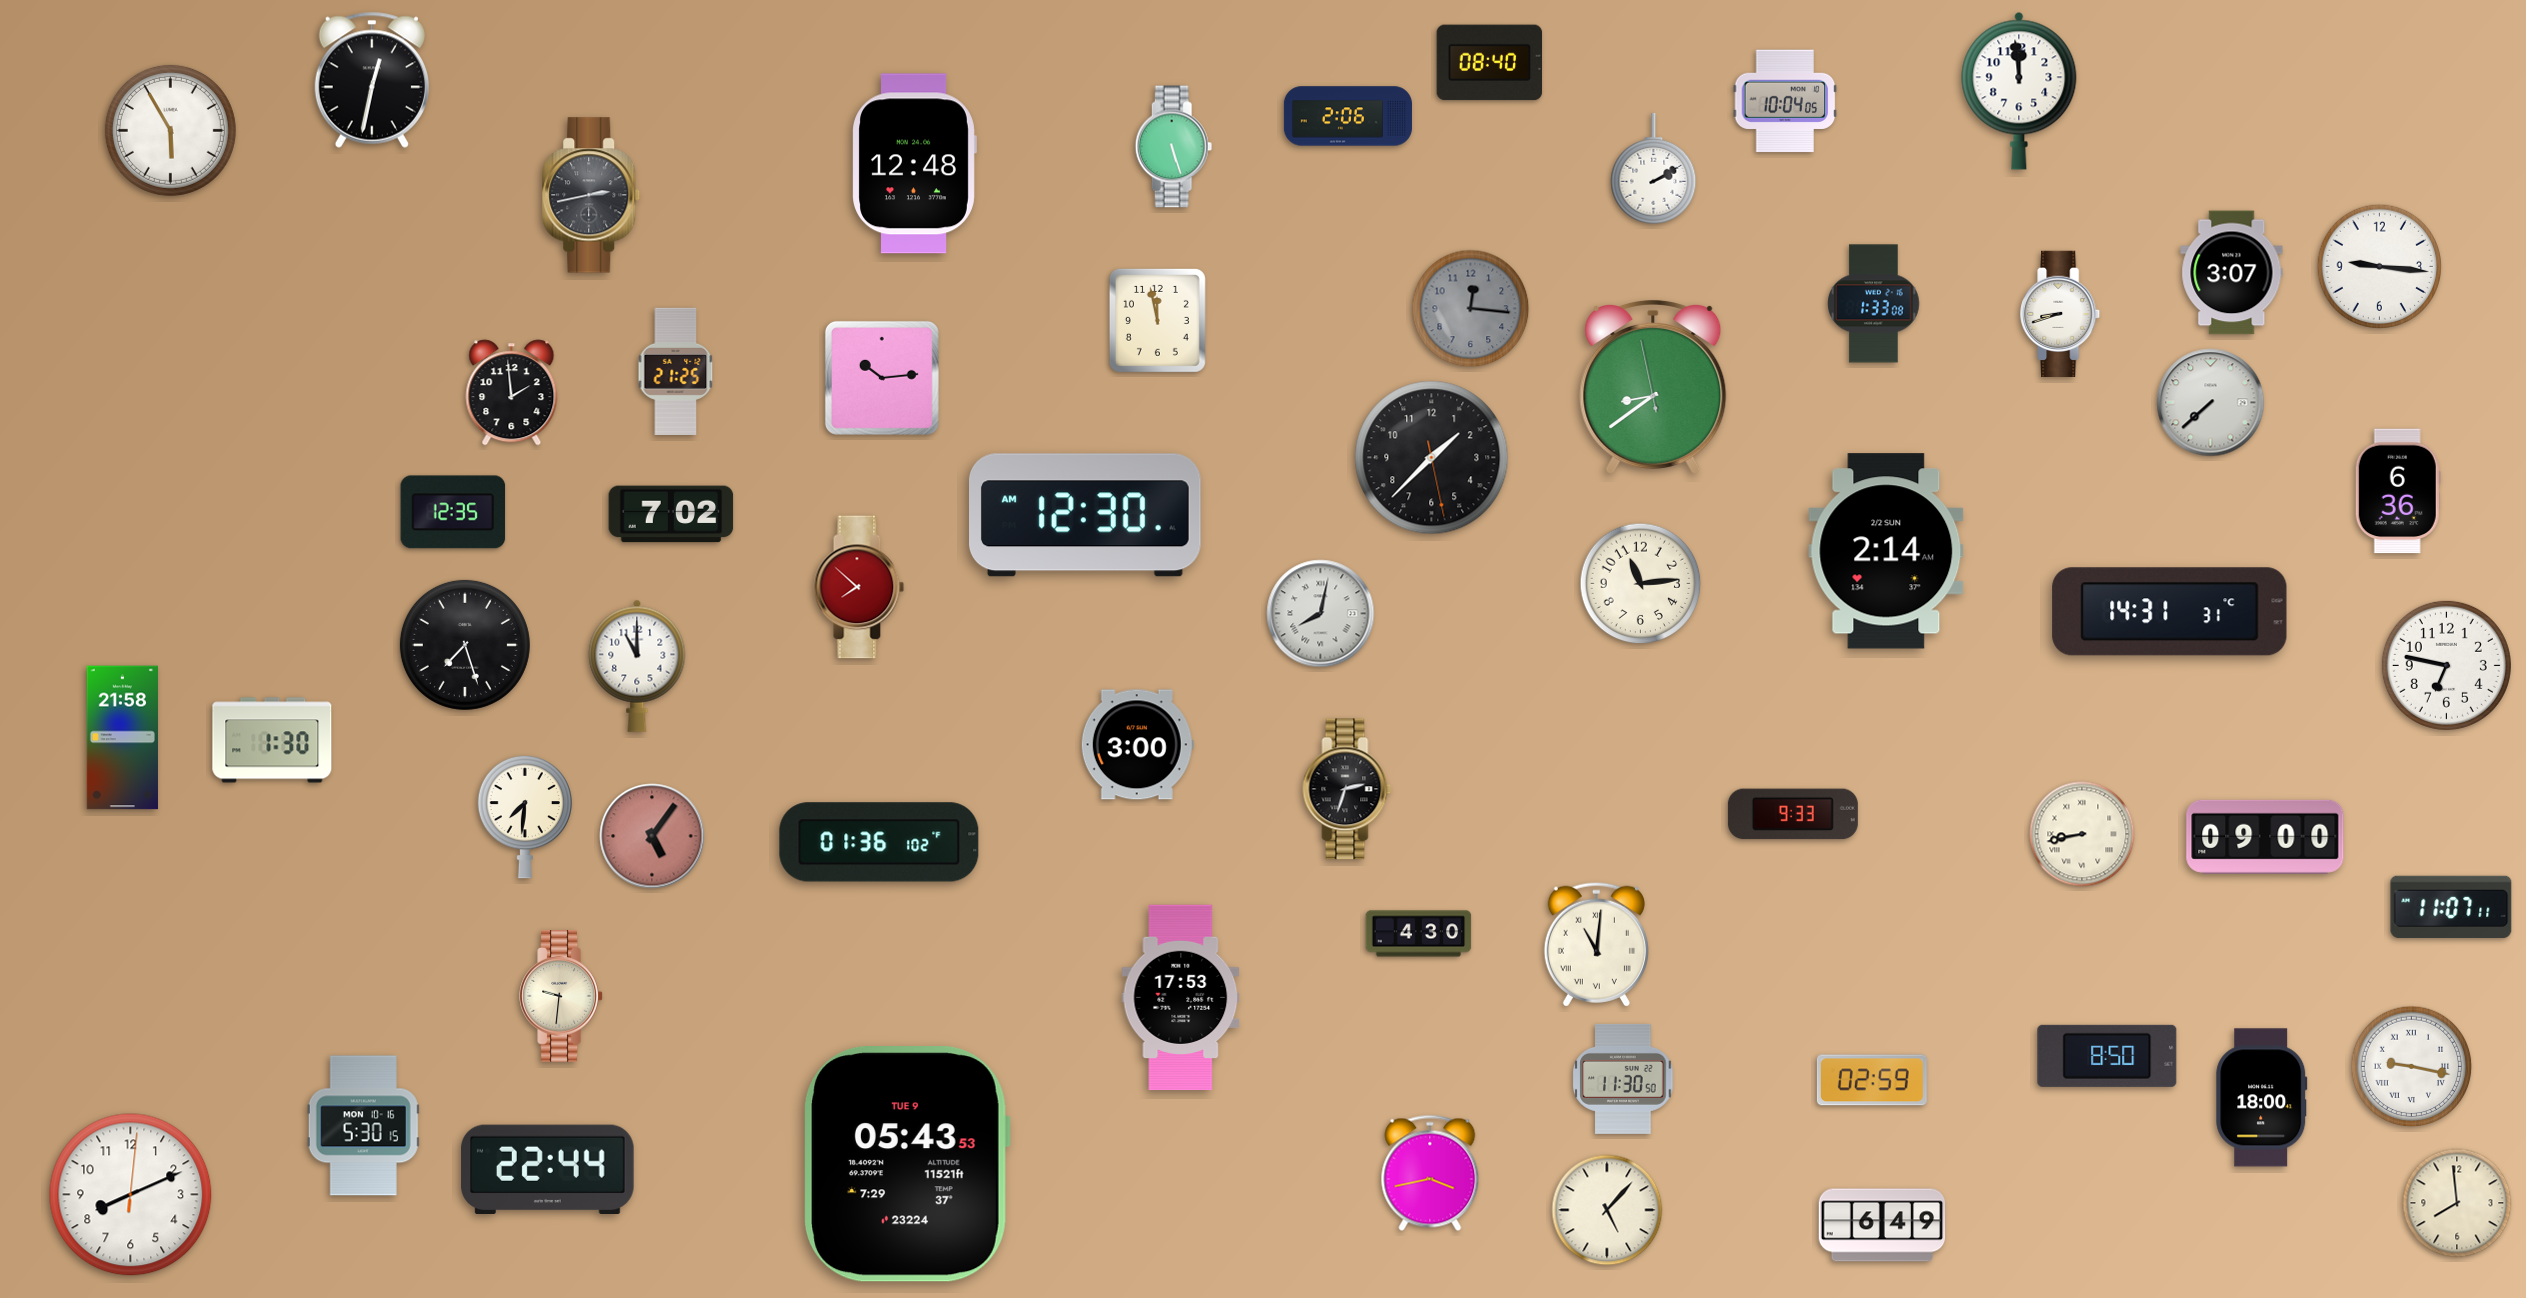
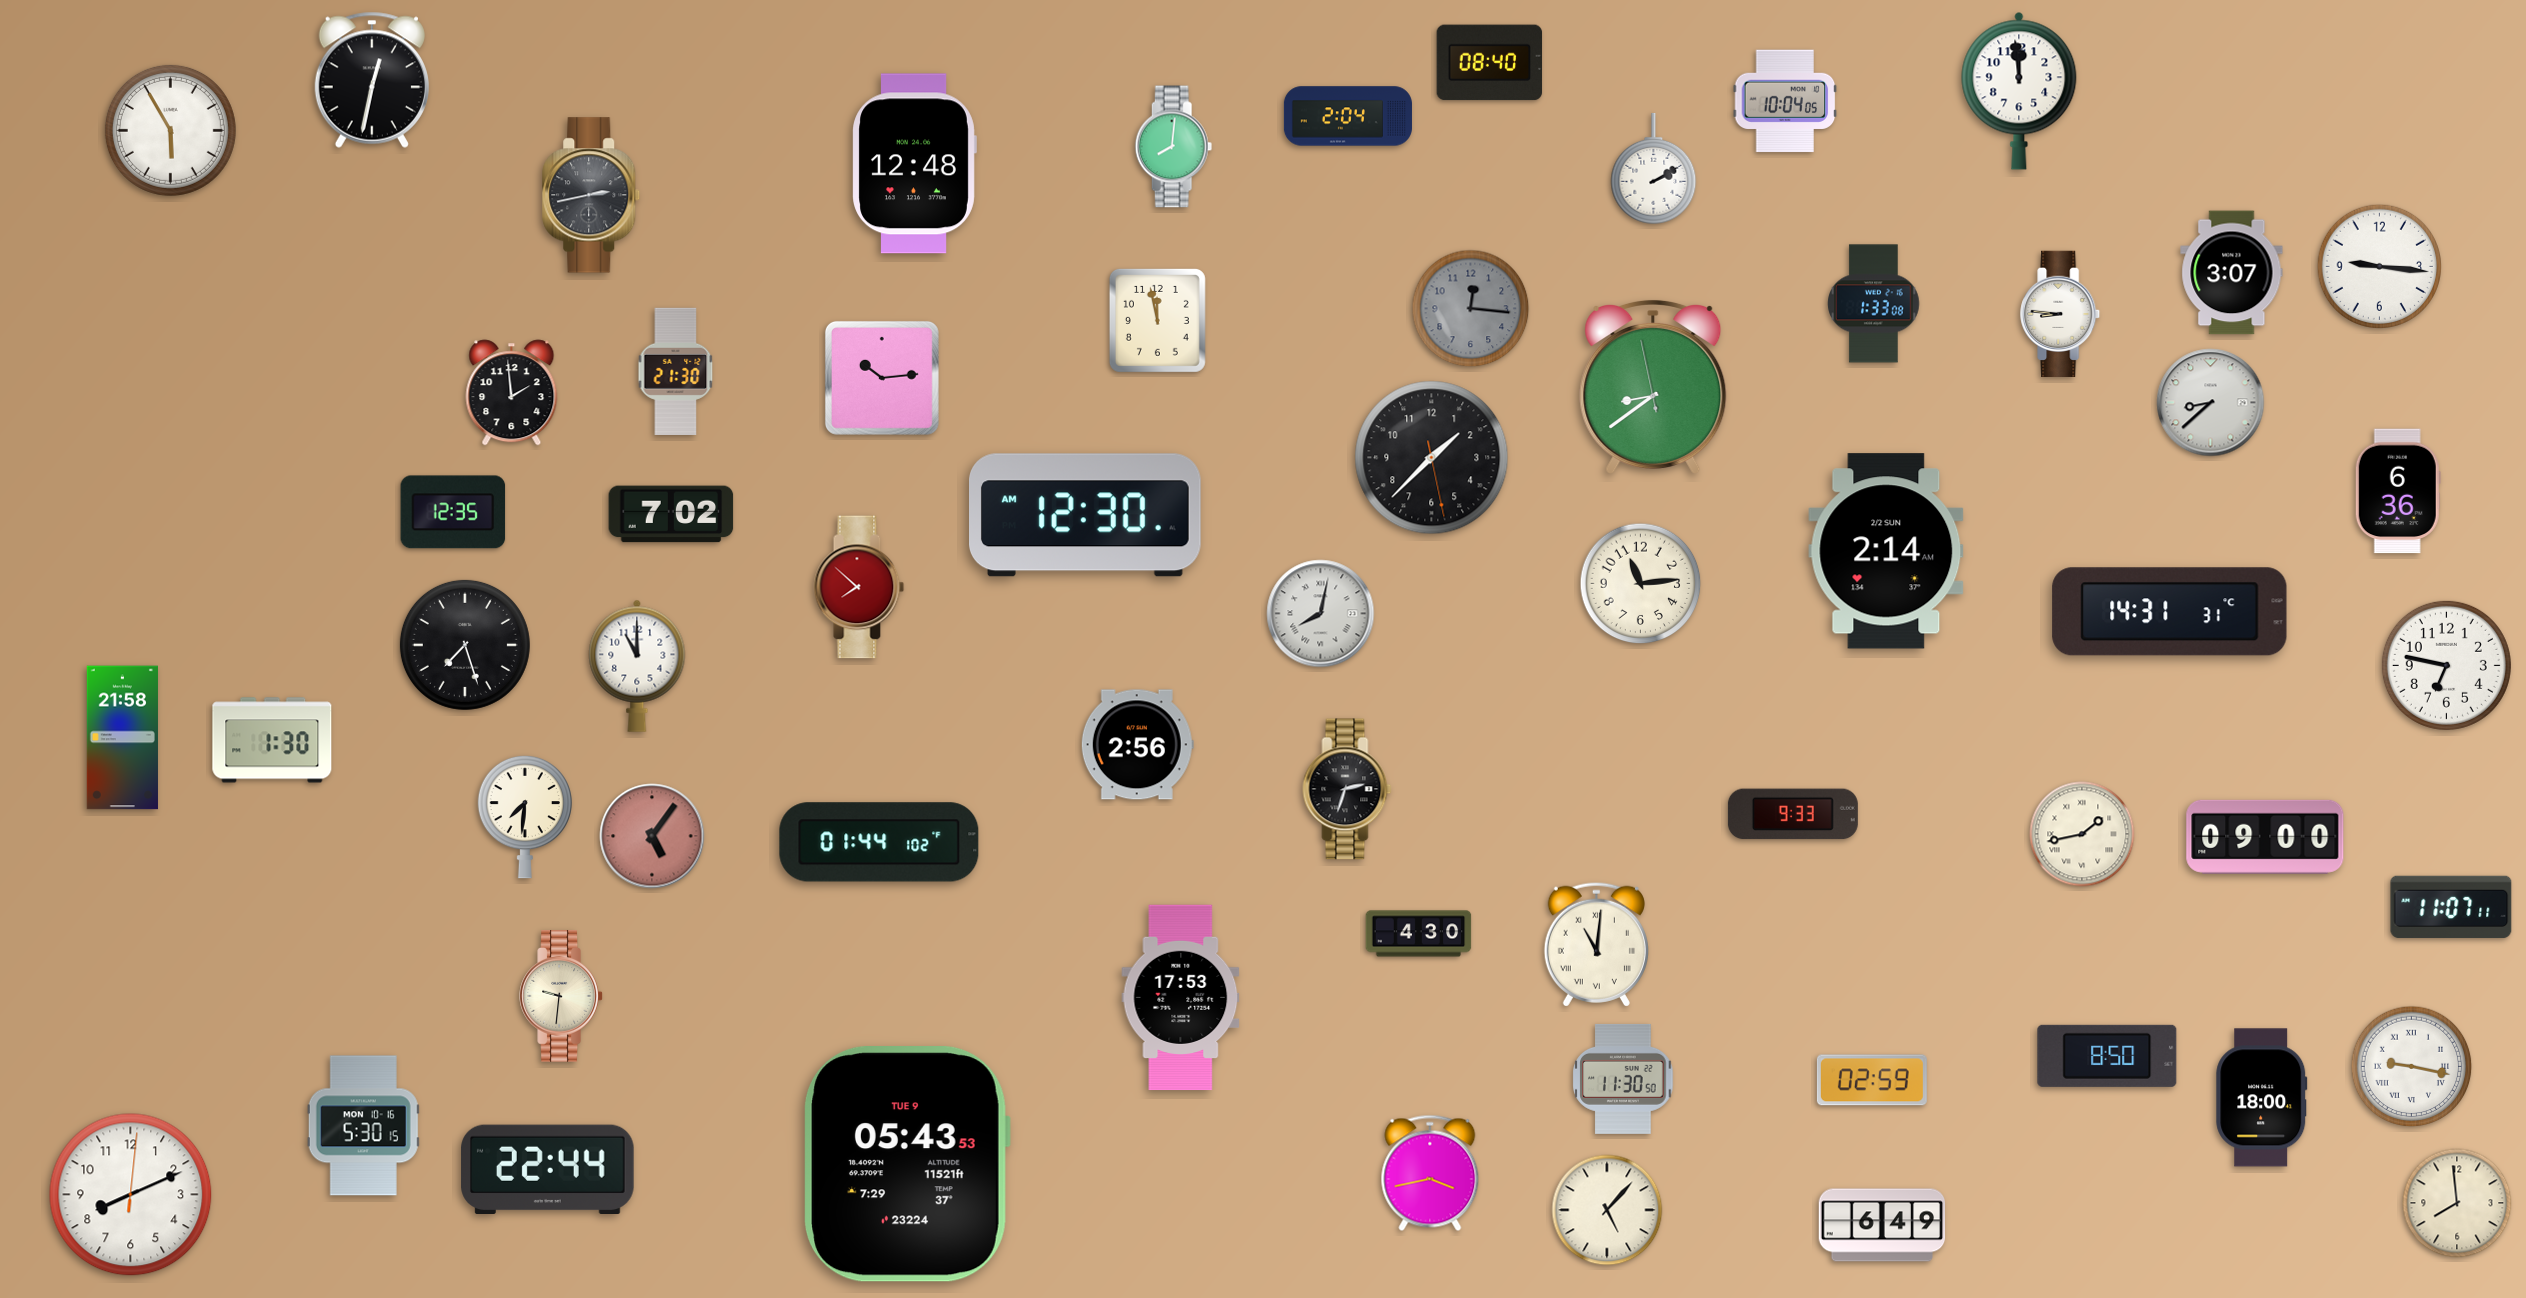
clock at (1348, 116): 2:06 -> 2:04
clock at (1174, 147): 5:27 -> 8:01
clock at (2061, 313): 8:42 -> 8:46
clock at (676, 371): 21:25 -> 21:30
clock at (2211, 403): 7:38 -> 8:38
clock at (1137, 745): 3:00 -> 2:56
clock at (2082, 834): 8:43 -> 1:43
clock at (879, 842): 01:36 -> 01:44
